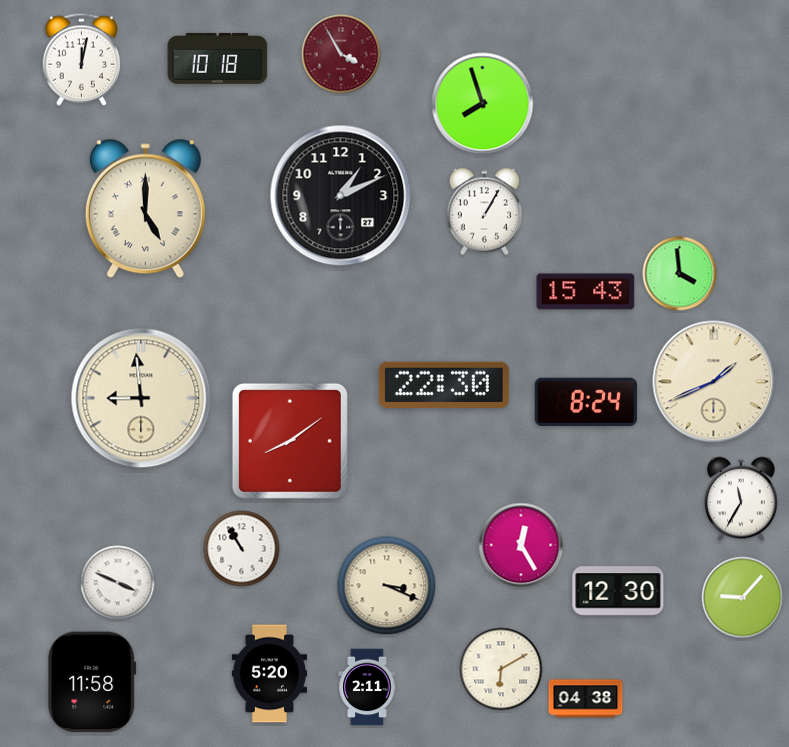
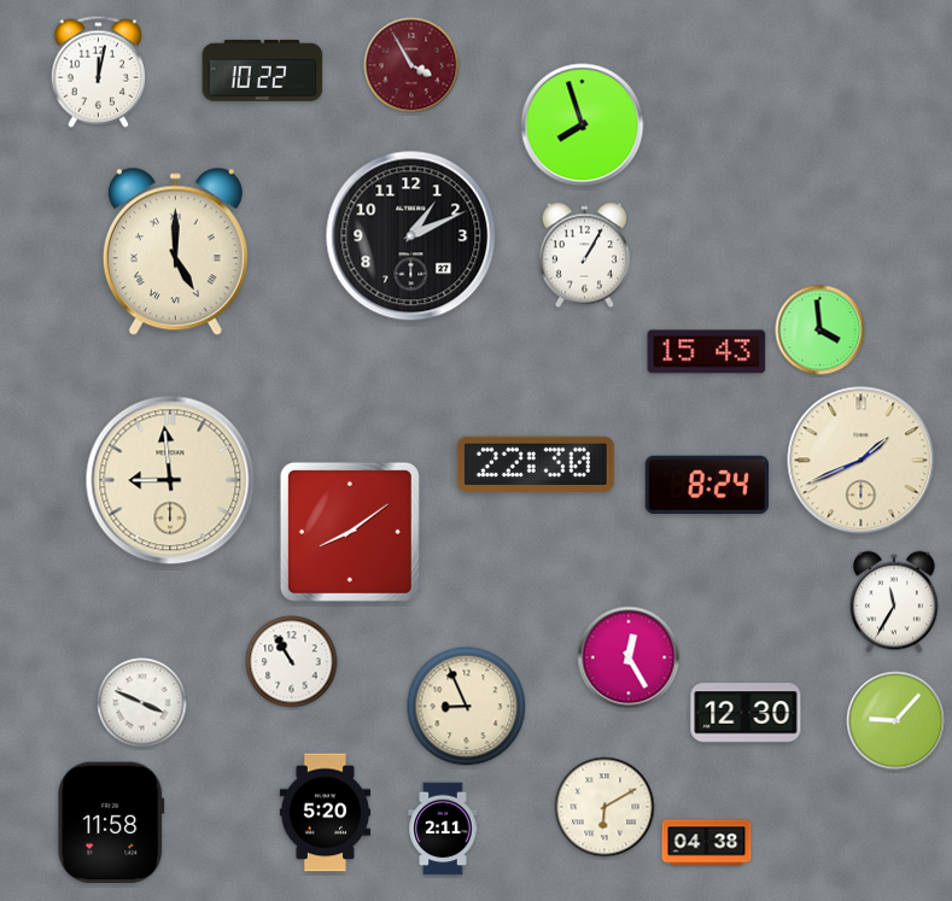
clock at (218, 58): 10:18 -> 10:22
clock at (387, 586): 3:19 -> 8:56
